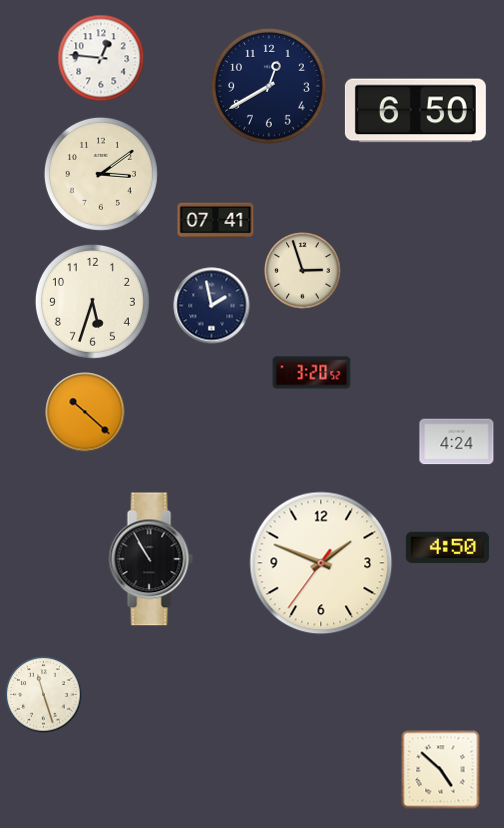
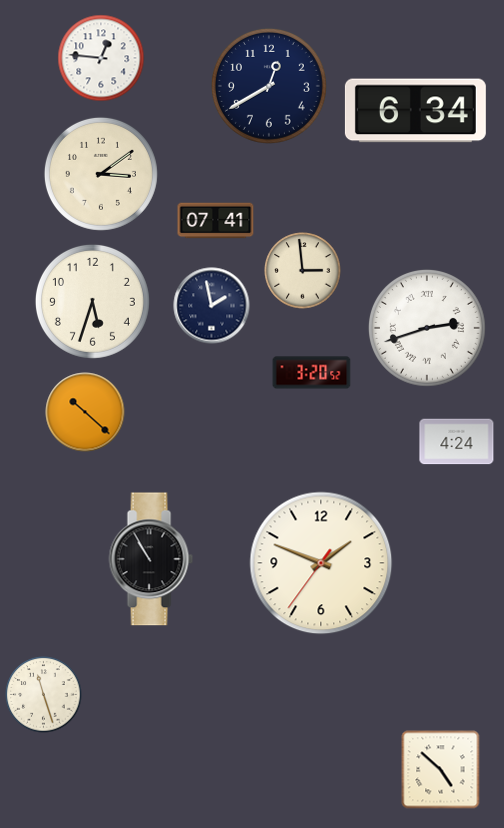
clock at (415, 111): 6:50 -> 6:34
clock at (303, 271): 2:57 -> 2:59
clock at (427, 328): none -> 2:42
clock at (447, 548): 4:50 -> none
